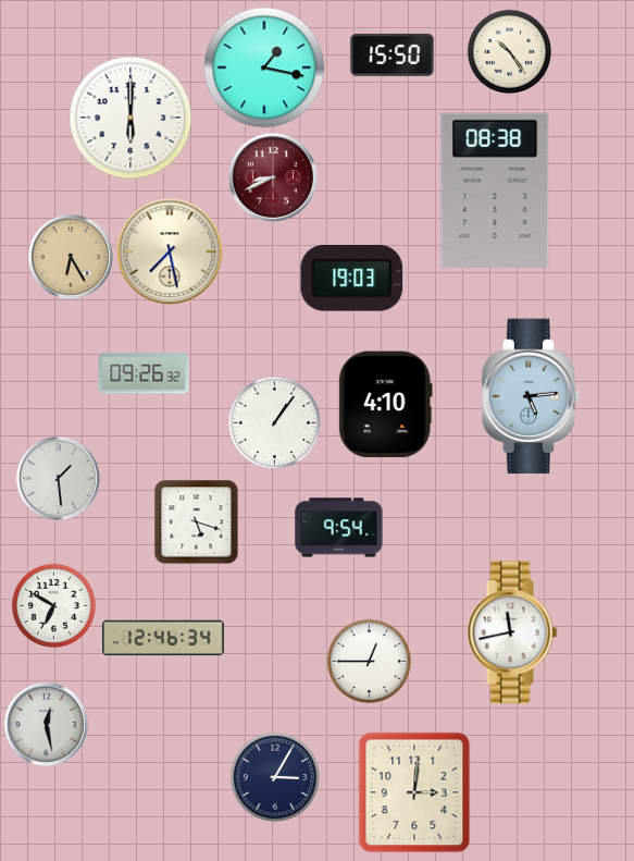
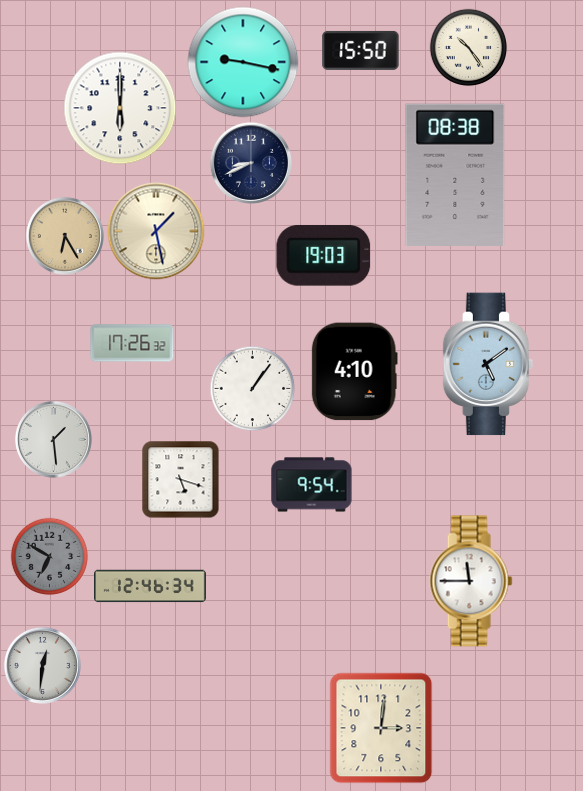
clock at (264, 67): 1:17 -> 9:17
clock at (273, 177) dial: burgundy -> navy
clock at (170, 251): 7:28 -> 1:28
clock at (144, 373): 09:26 -> 17:26
clock at (531, 396): 5:14 -> 5:09
clock at (53, 605) dial: white -> grey
clock at (512, 632): 11:43 -> 11:45
clock at (369, 661): 12:45 -> none
clock at (46, 724): 12:28 -> 12:31
clock at (275, 777): 3:05 -> none
